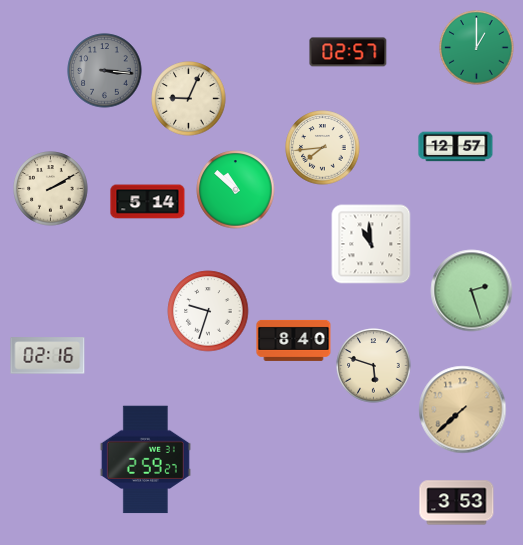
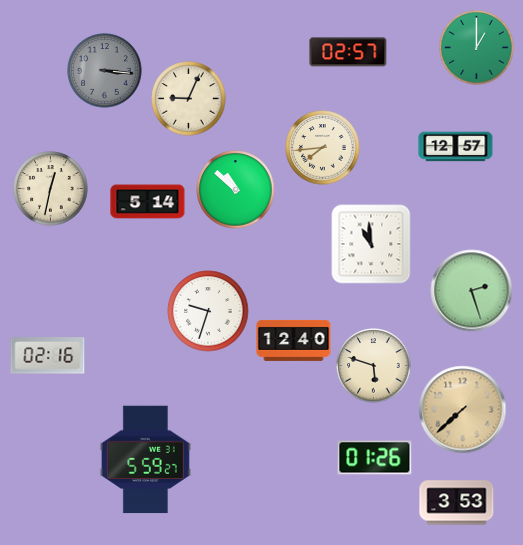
clock at (51, 189): 2:10 -> 12:32
clock at (294, 340): 8:40 -> 12:40
clock at (375, 458): none -> 01:26
clock at (145, 460): 2:59 -> 5:59
